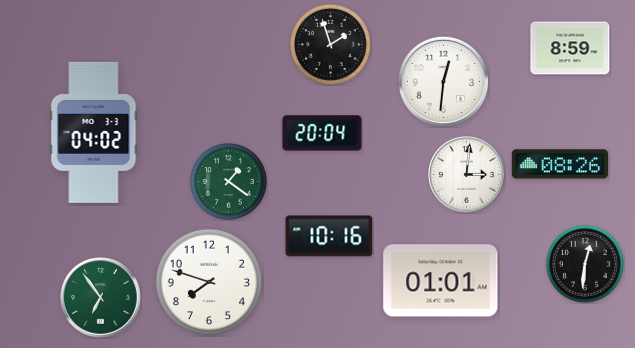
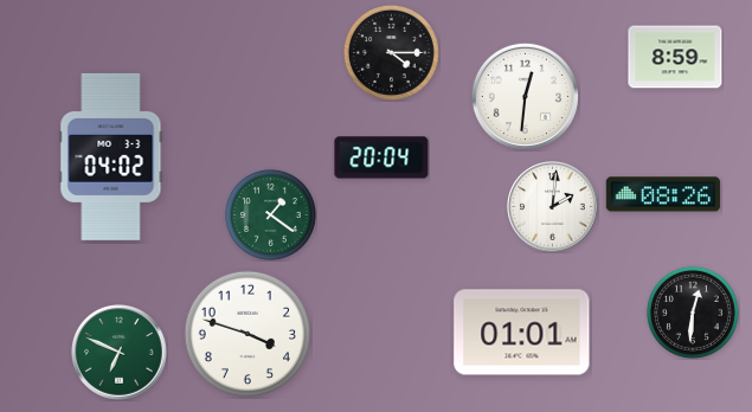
clock at (330, 44): 1:57 -> 4:15
clock at (467, 175): 3:01 -> 2:01
clock at (329, 236): 10:16 -> none
clock at (209, 282): 7:48 -> 3:48
clock at (101, 298): 6:54 -> 6:49
